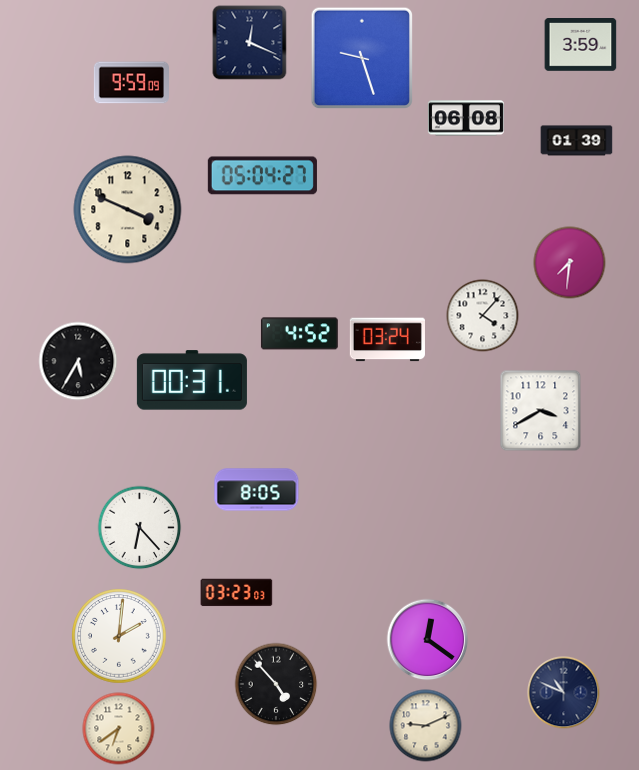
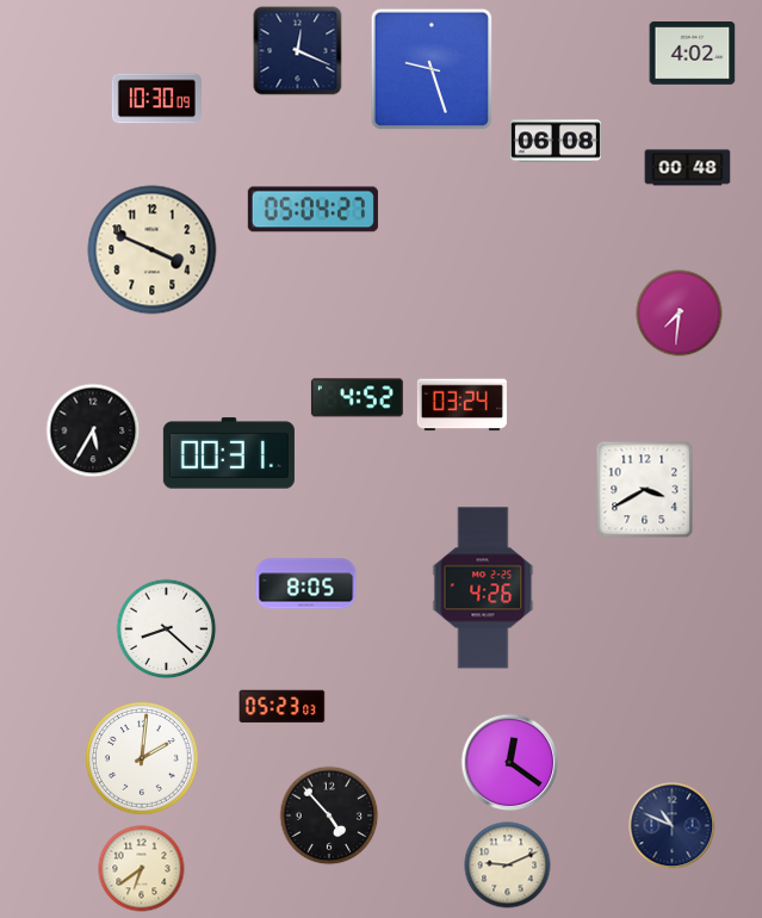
clock at (581, 45): 3:59 -> 4:02
clock at (131, 83): 9:59 -> 10:30
clock at (577, 141): 01:39 -> 00:48
clock at (483, 316): 4:07 -> none
clock at (483, 588): none -> 4:26
clock at (140, 528): 6:23 -> 8:22
clock at (237, 593): 03:23 -> 05:23
